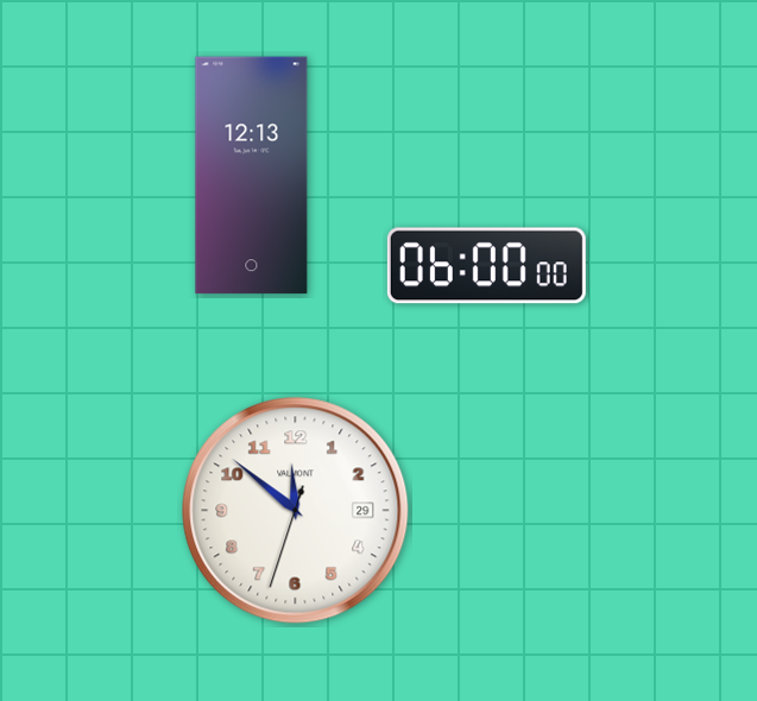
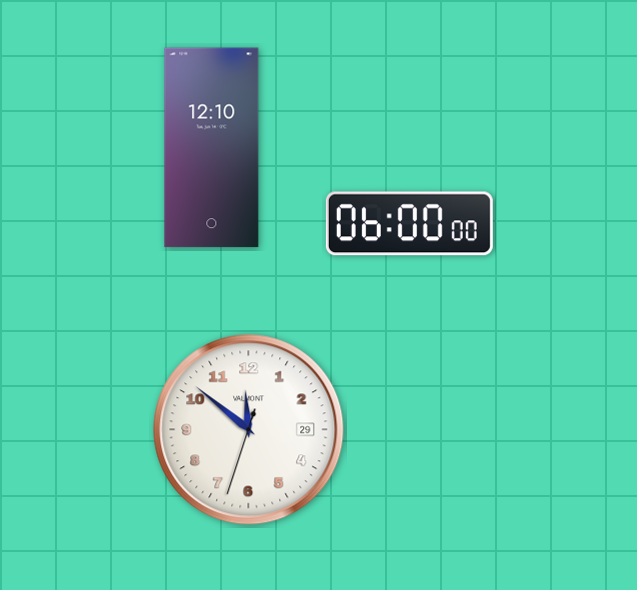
clock at (252, 176): 12:13 -> 12:10
